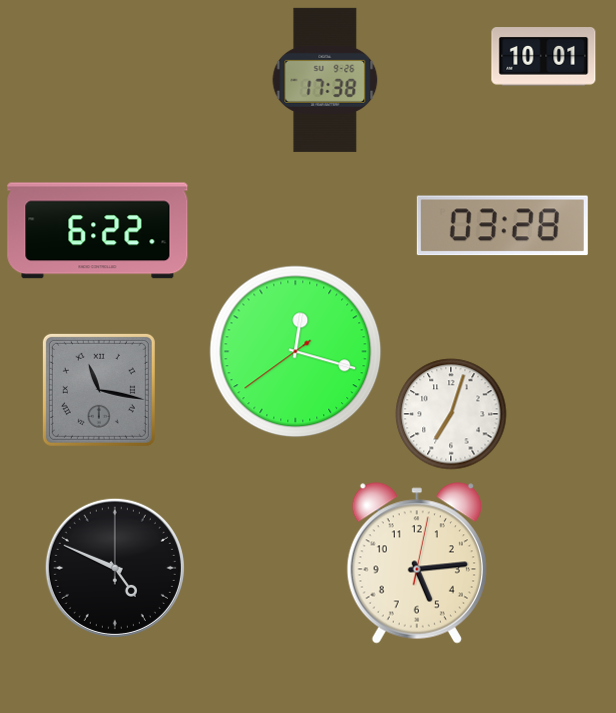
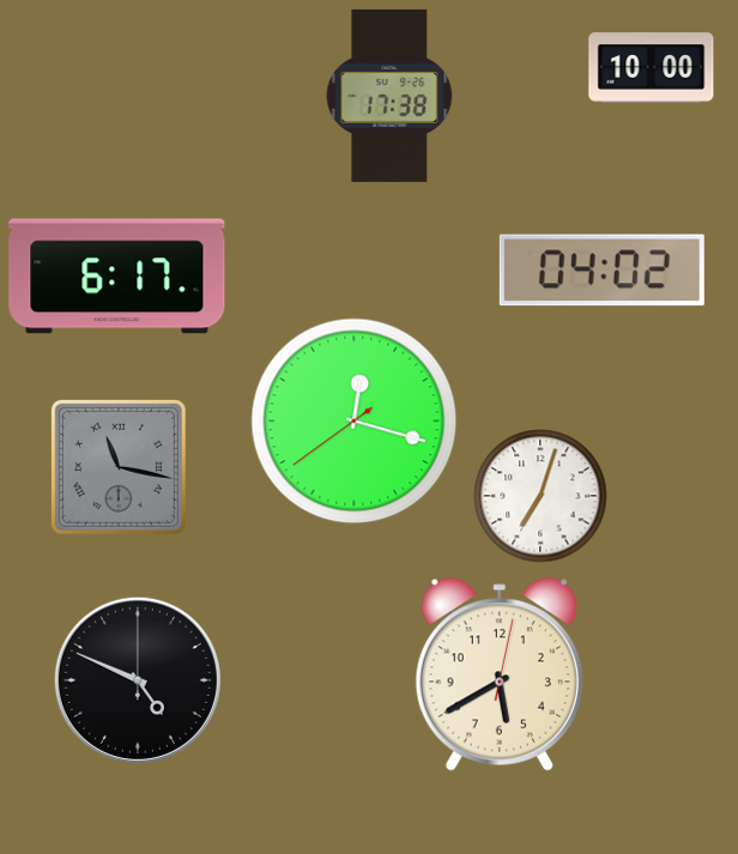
clock at (544, 57): 10:01 -> 10:00
clock at (502, 226): 03:28 -> 04:02
clock at (98, 231): 6:22 -> 6:17
clock at (417, 563): 5:14 -> 5:40
